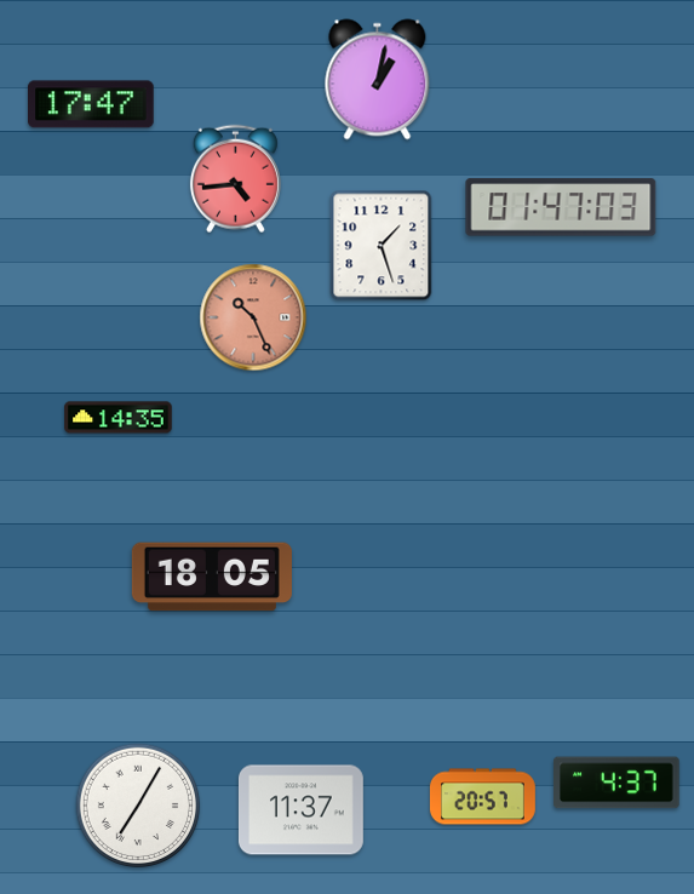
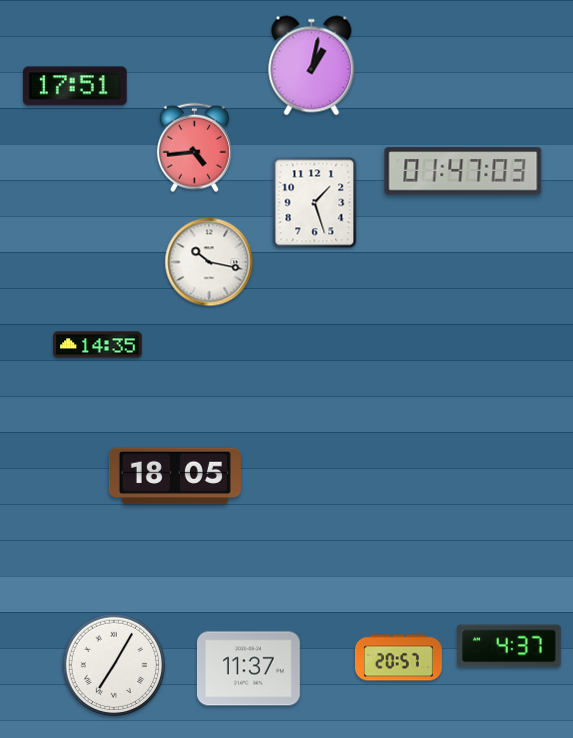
clock at (92, 104): 17:47 -> 17:51
clock at (253, 317): 10:26 -> 10:17
clock at (253, 317) dial: salmon -> white
